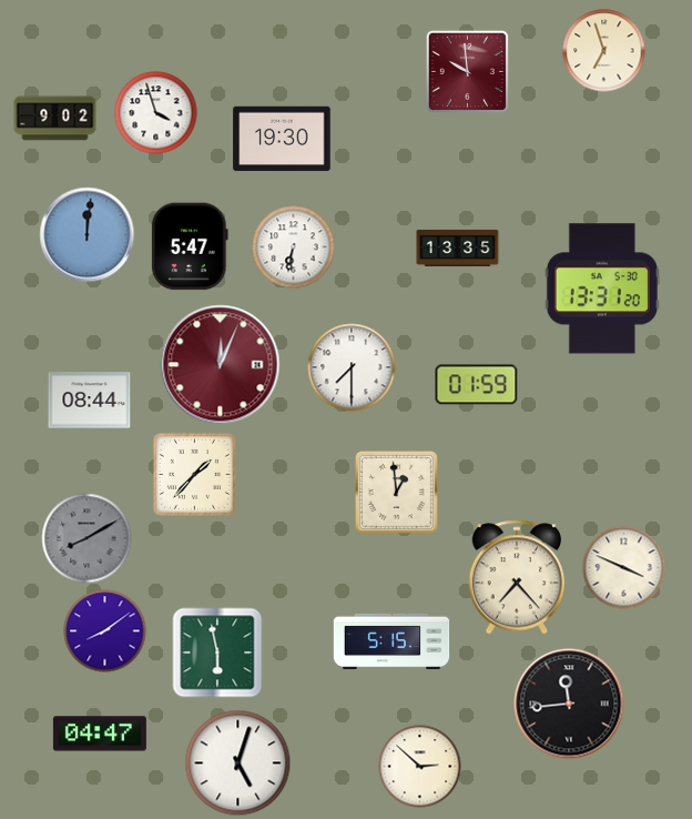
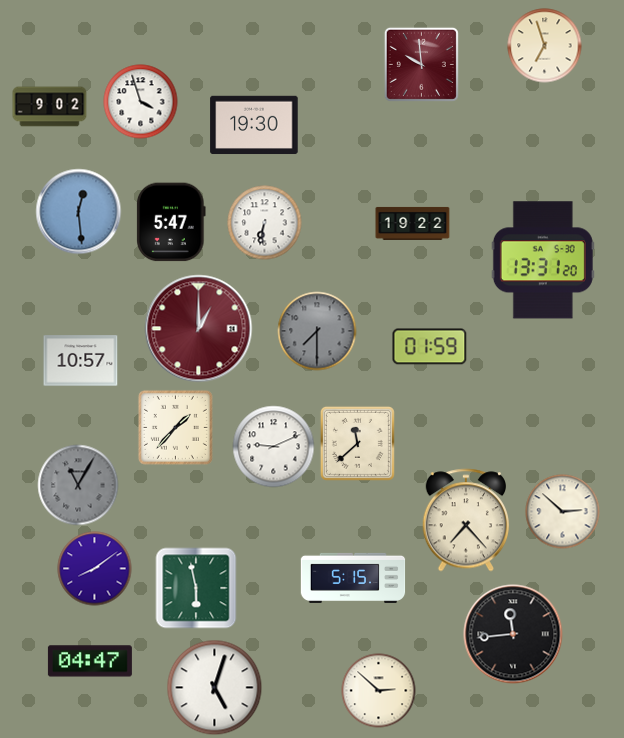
clock at (88, 235): 12:01 -> 12:29
clock at (458, 247): 13:35 -> 19:22
clock at (221, 365): 12:04 -> 1:00
clock at (352, 367) dial: white -> grey
clock at (90, 401): 08:44 -> 10:57
clock at (396, 492): 12:59 -> 11:38
clock at (274, 447): none -> 9:11
clock at (86, 538): 8:10 -> 11:05
clock at (624, 568): 3:49 -> 2:52
